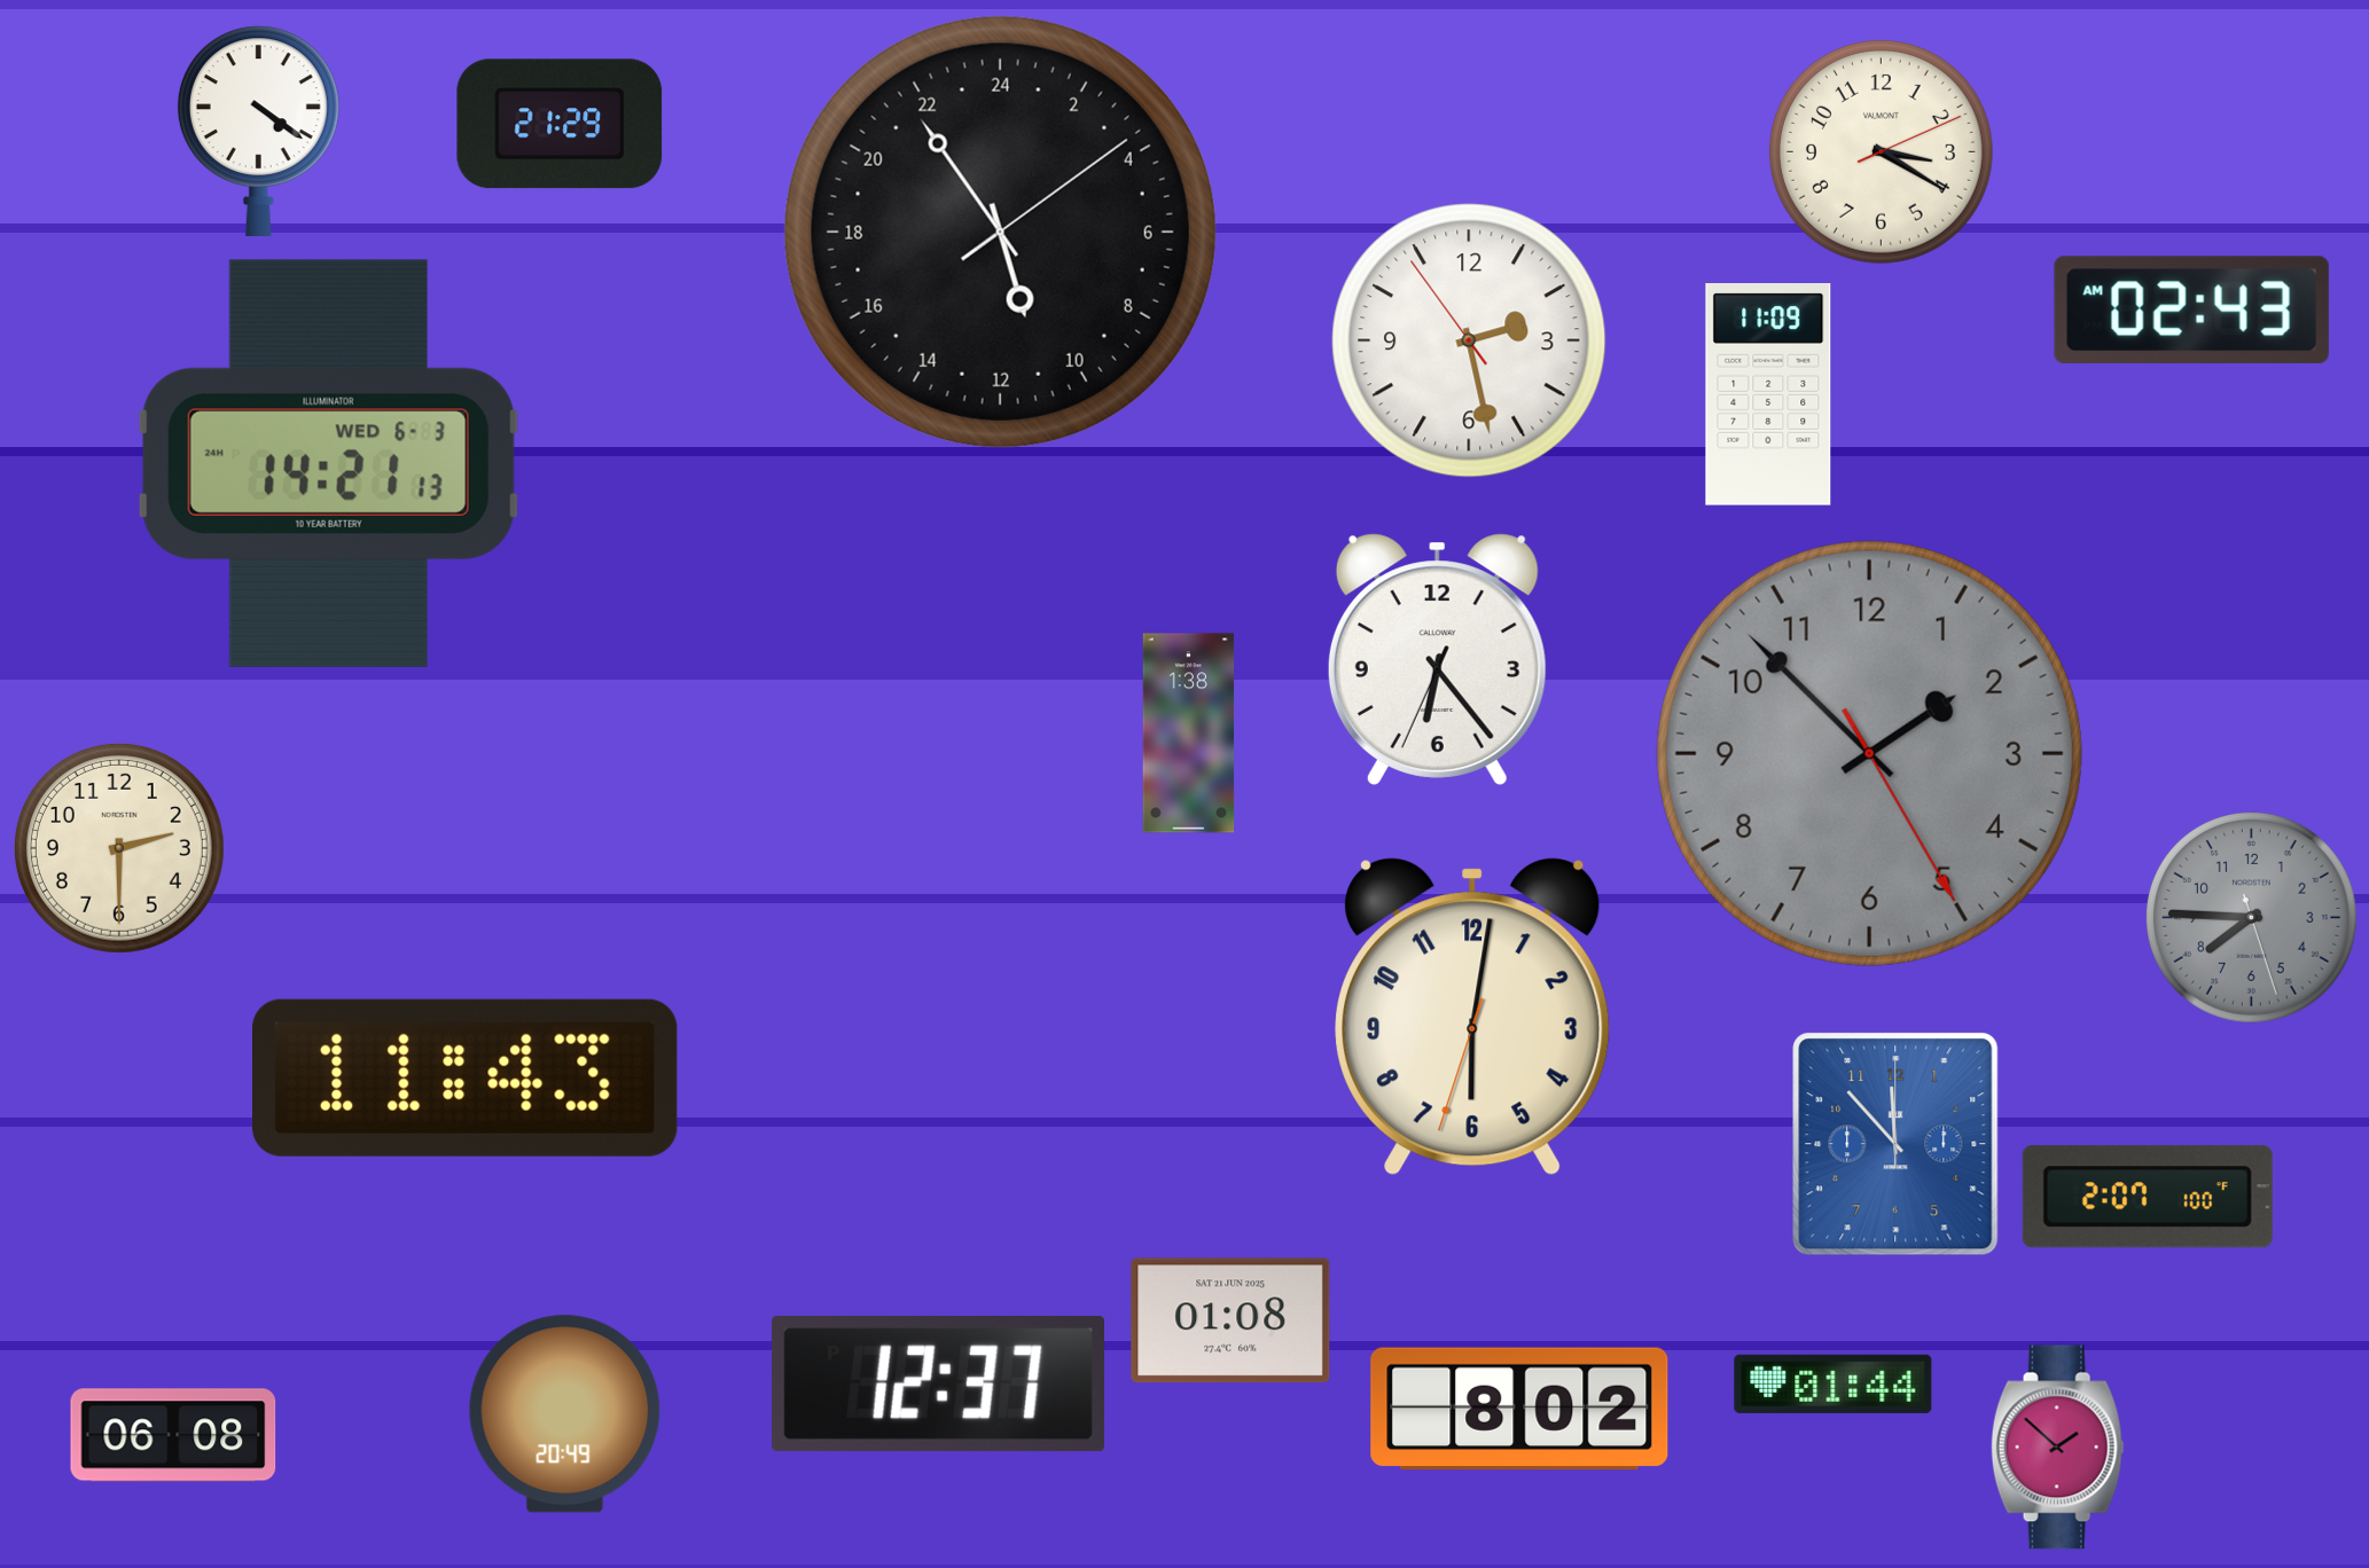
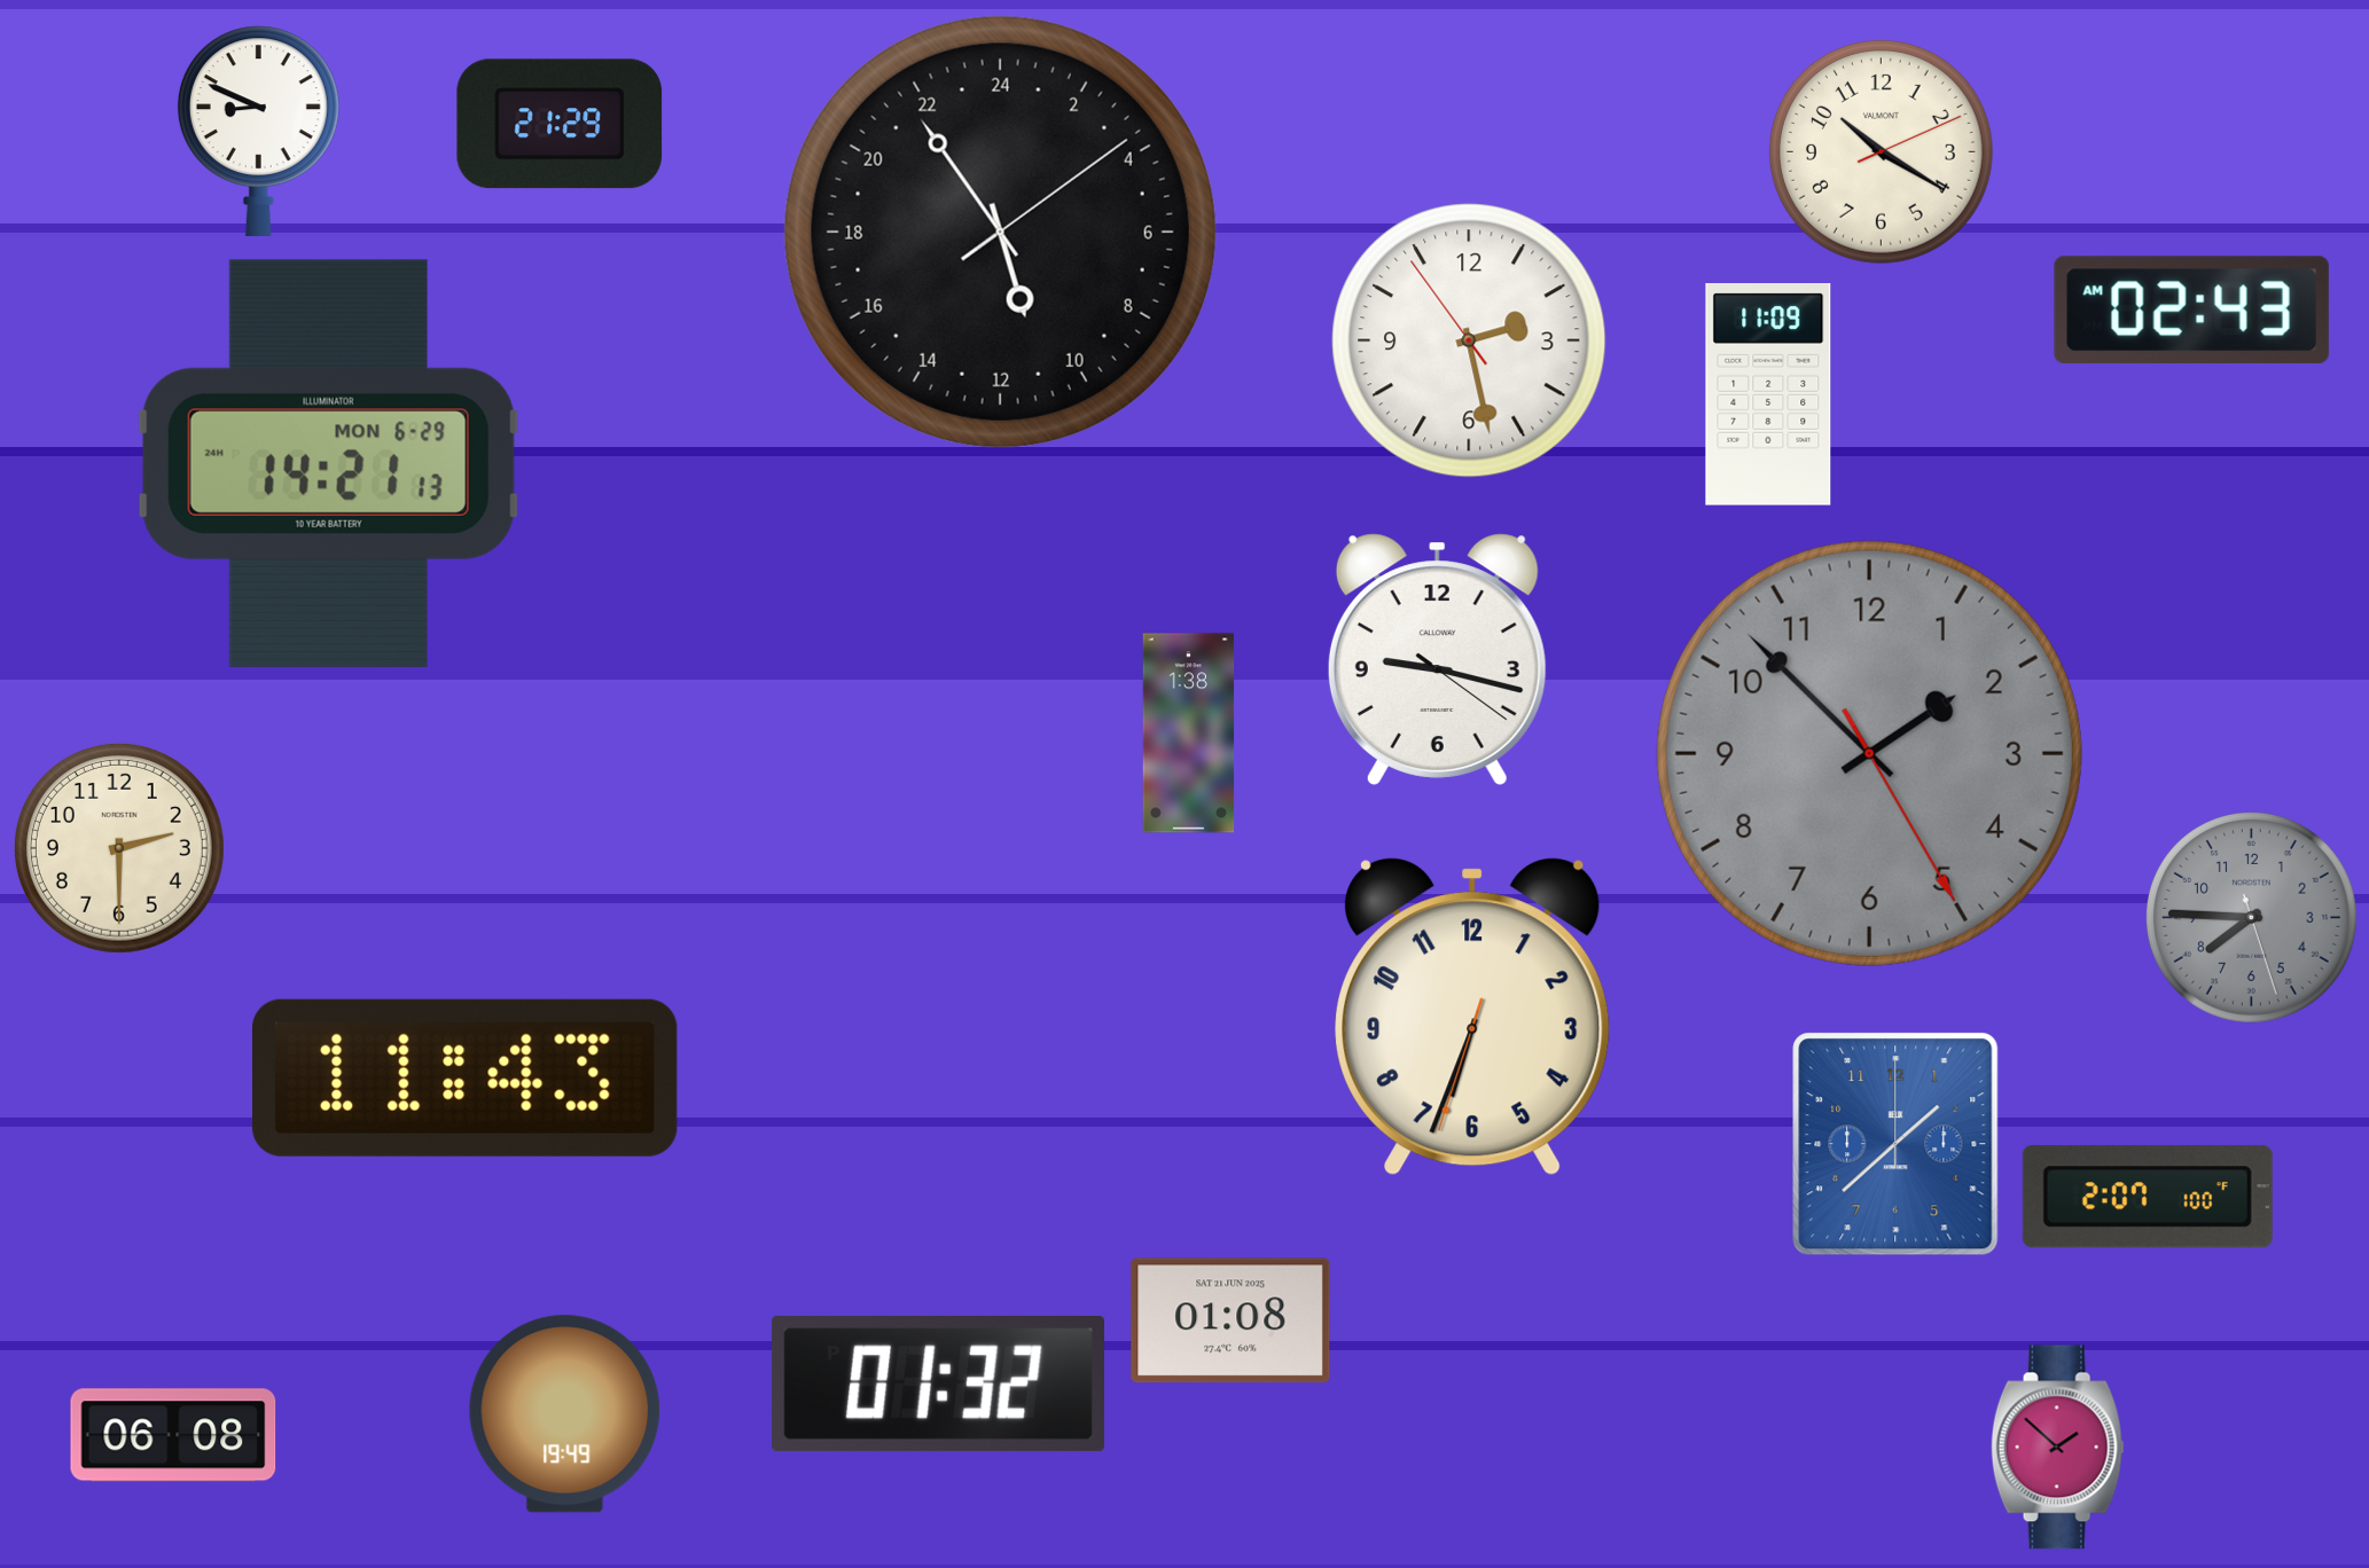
clock at (258, 131): 4:21 -> 8:49
clock at (1881, 151): 3:20 -> 10:20
clock at (328, 463) date: WED 6-3 -> MON 6-29
clock at (1437, 659): 6:23 -> 9:17
clock at (1472, 1017): 6:01 -> 6:33
clock at (1895, 1144): 11:53 -> 1:38
clock at (1834, 1383): 01:44 -> none
clock at (938, 1385): 12:37 -> 01:32
clock at (1519, 1409): 8:02 -> none
clock at (565, 1414): 20:49 -> 19:49
